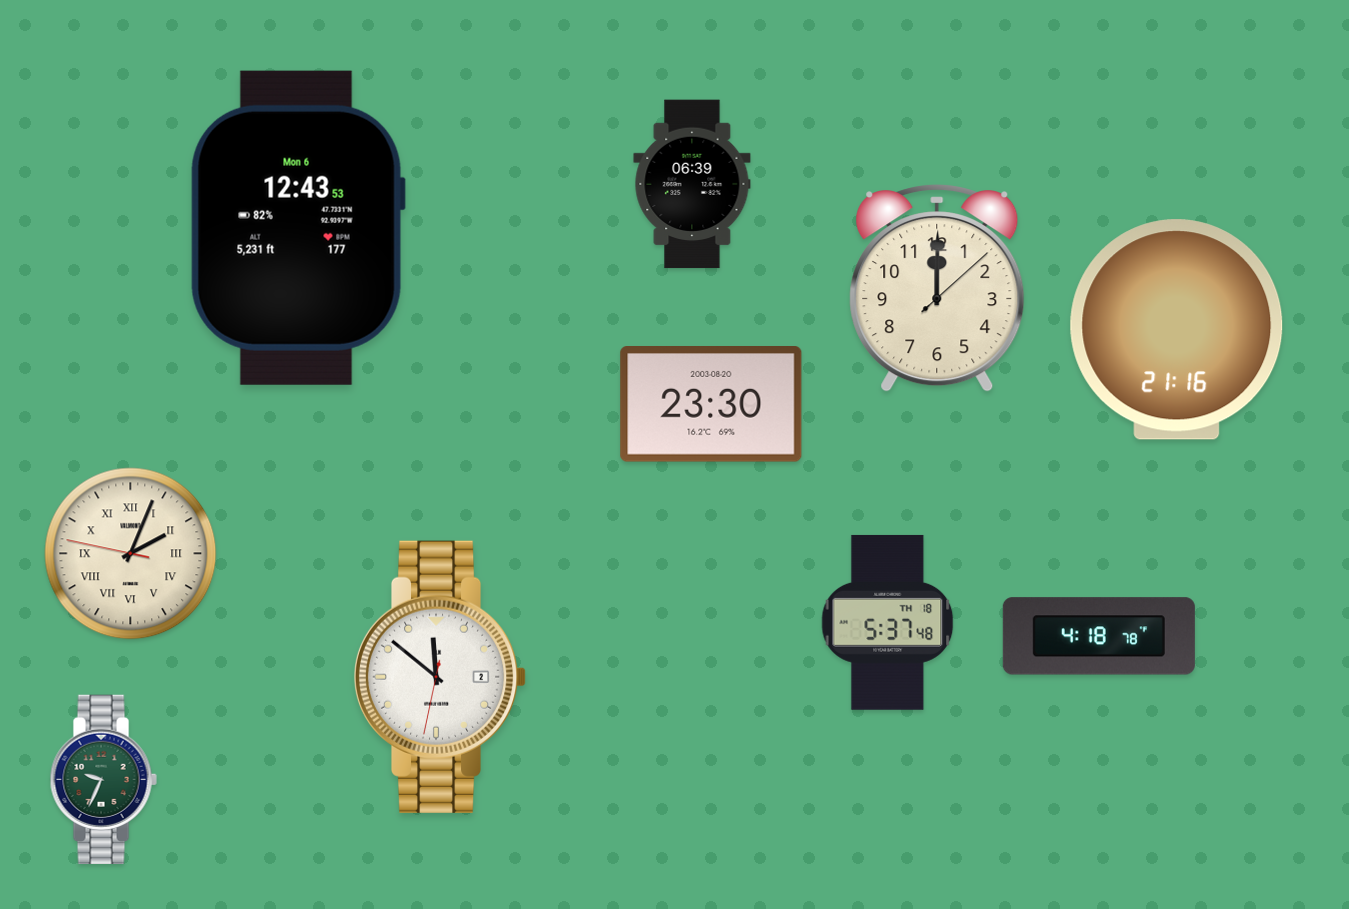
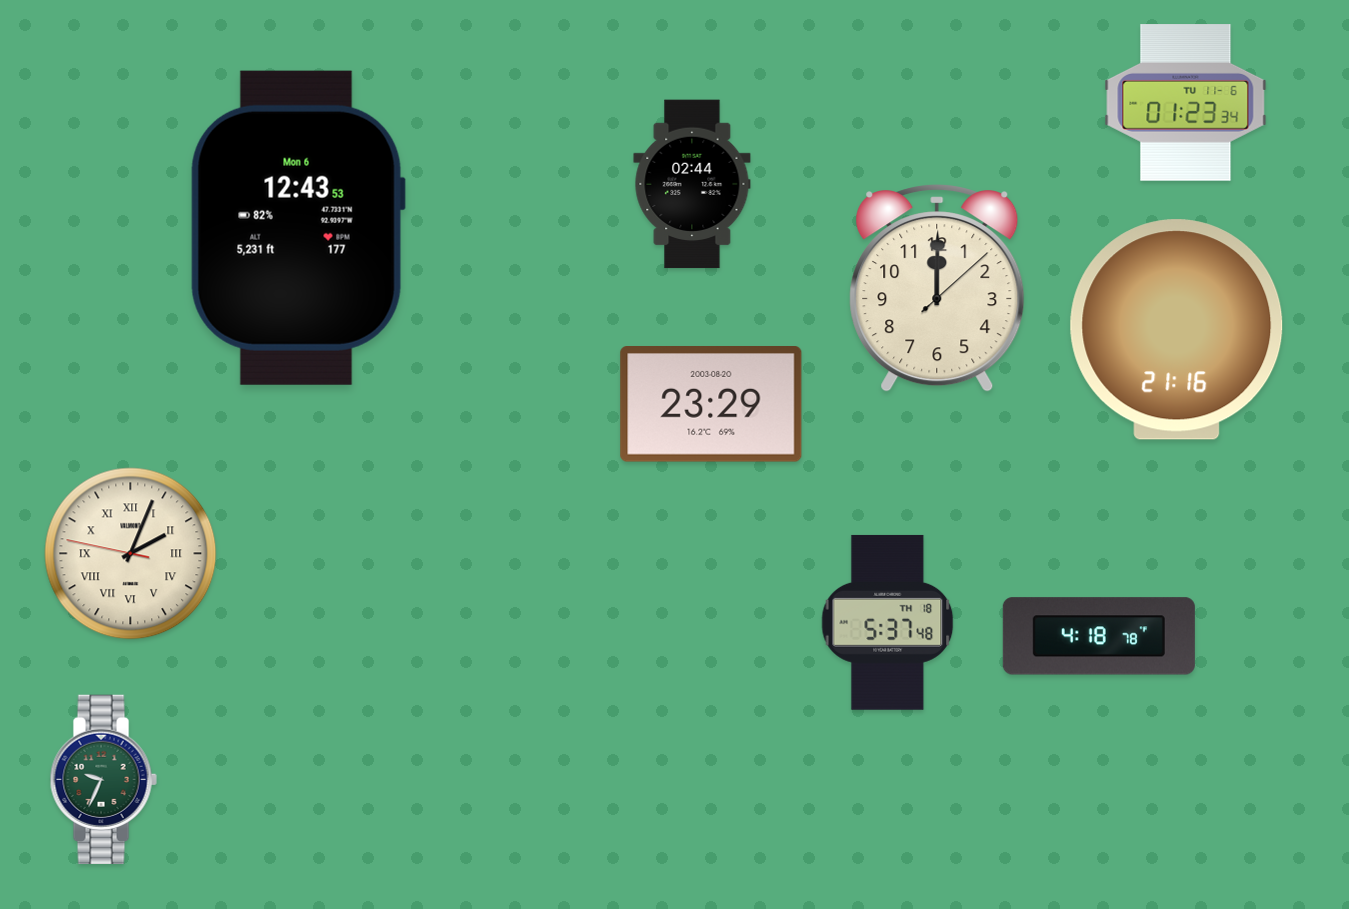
clock at (1186, 103): none -> 01:23
clock at (692, 184): 06:39 -> 02:44
clock at (711, 405): 23:30 -> 23:29
clock at (440, 677): 11:51 -> none
